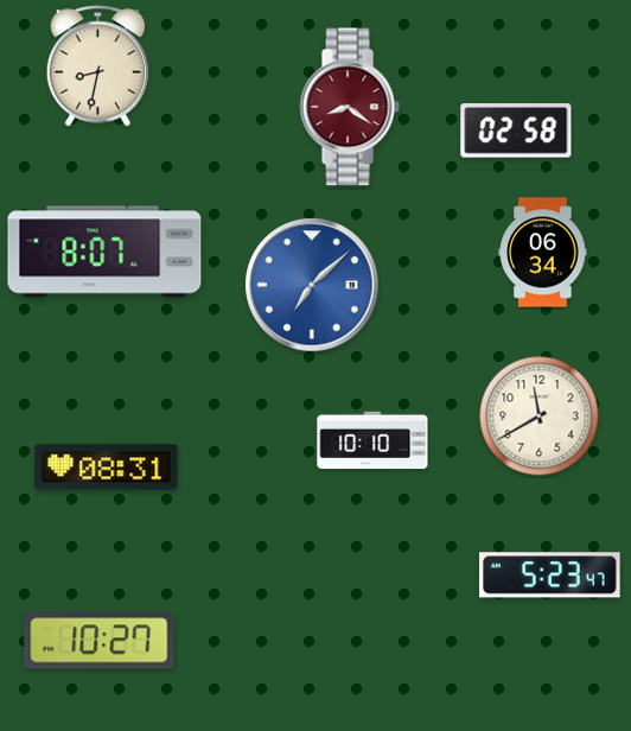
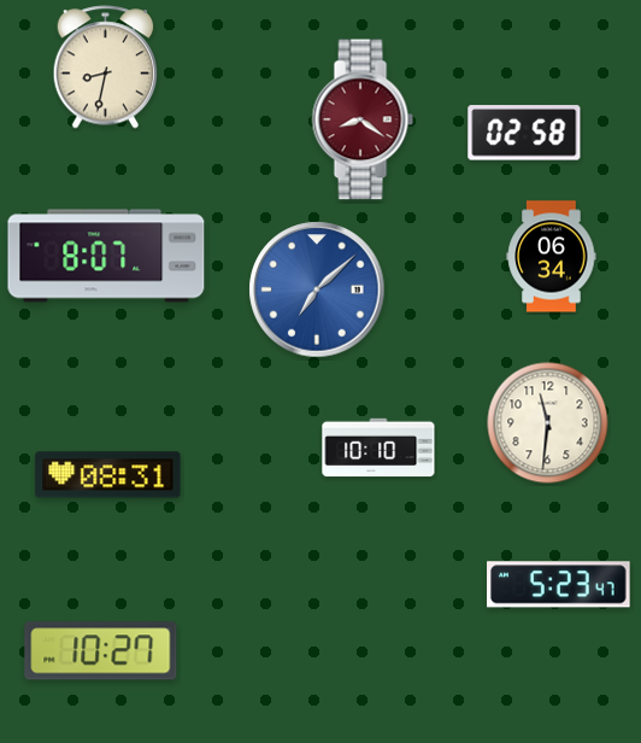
clock at (98, 66) position: (98, 66) -> (106, 68)
clock at (350, 107) position: (350, 107) -> (363, 119)
clock at (540, 417): 11:40 -> 11:31
